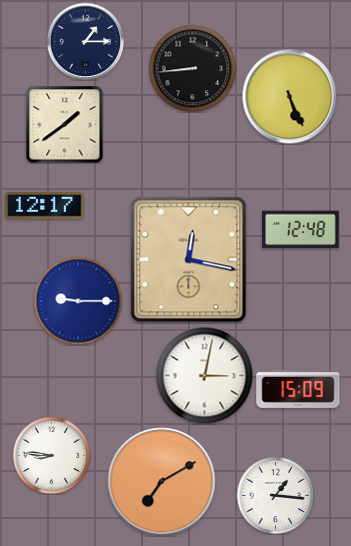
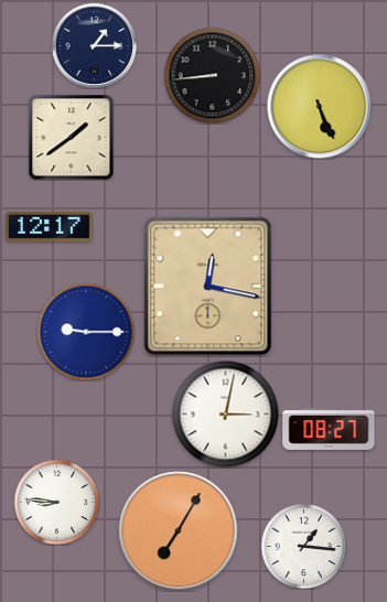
clock at (301, 230): 12:48 -> none
clock at (298, 389): 15:09 -> 08:27
clock at (162, 482): 7:10 -> 7:05
